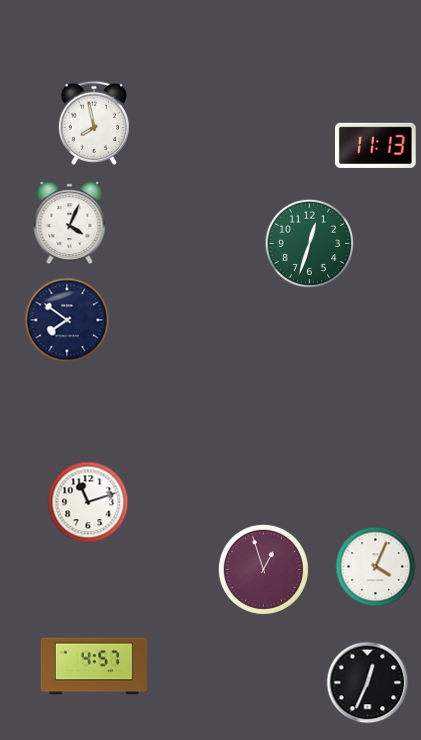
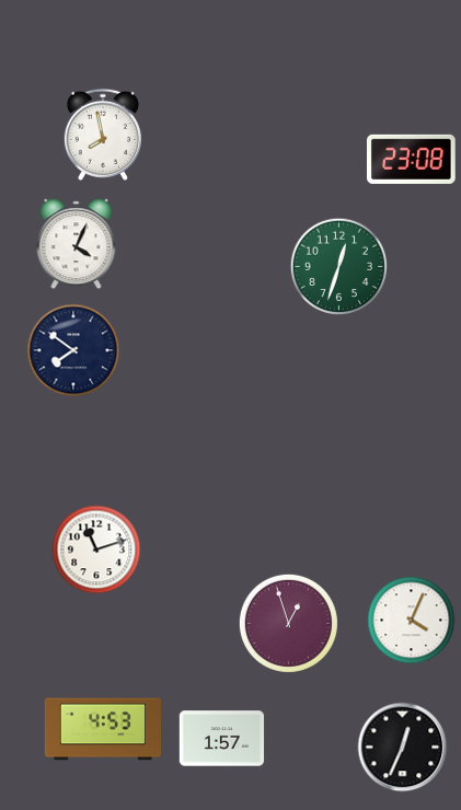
clock at (376, 145): 11:13 -> 23:08
clock at (93, 666): 4:57 -> 4:53
clock at (222, 739): none -> 1:57
